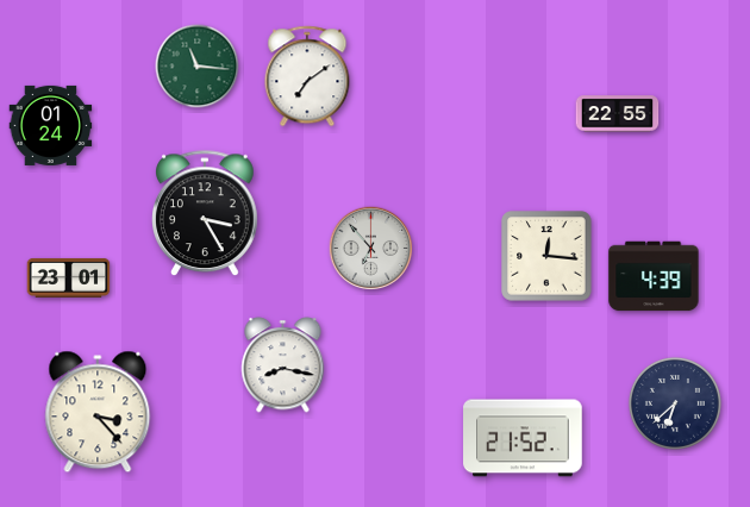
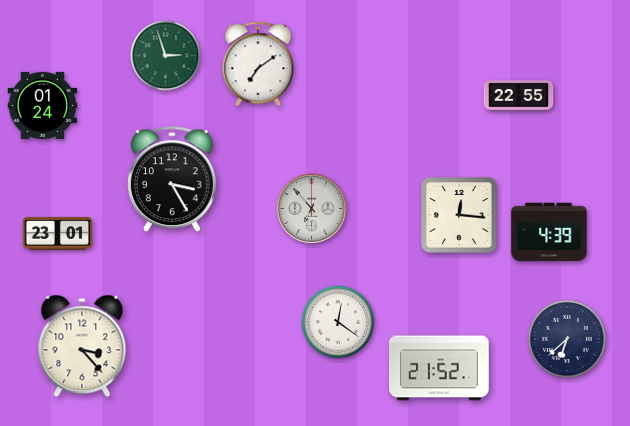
clock at (198, 67): 11:16 -> 2:57
clock at (283, 365): 8:17 -> none
clock at (338, 322): none -> 12:21
